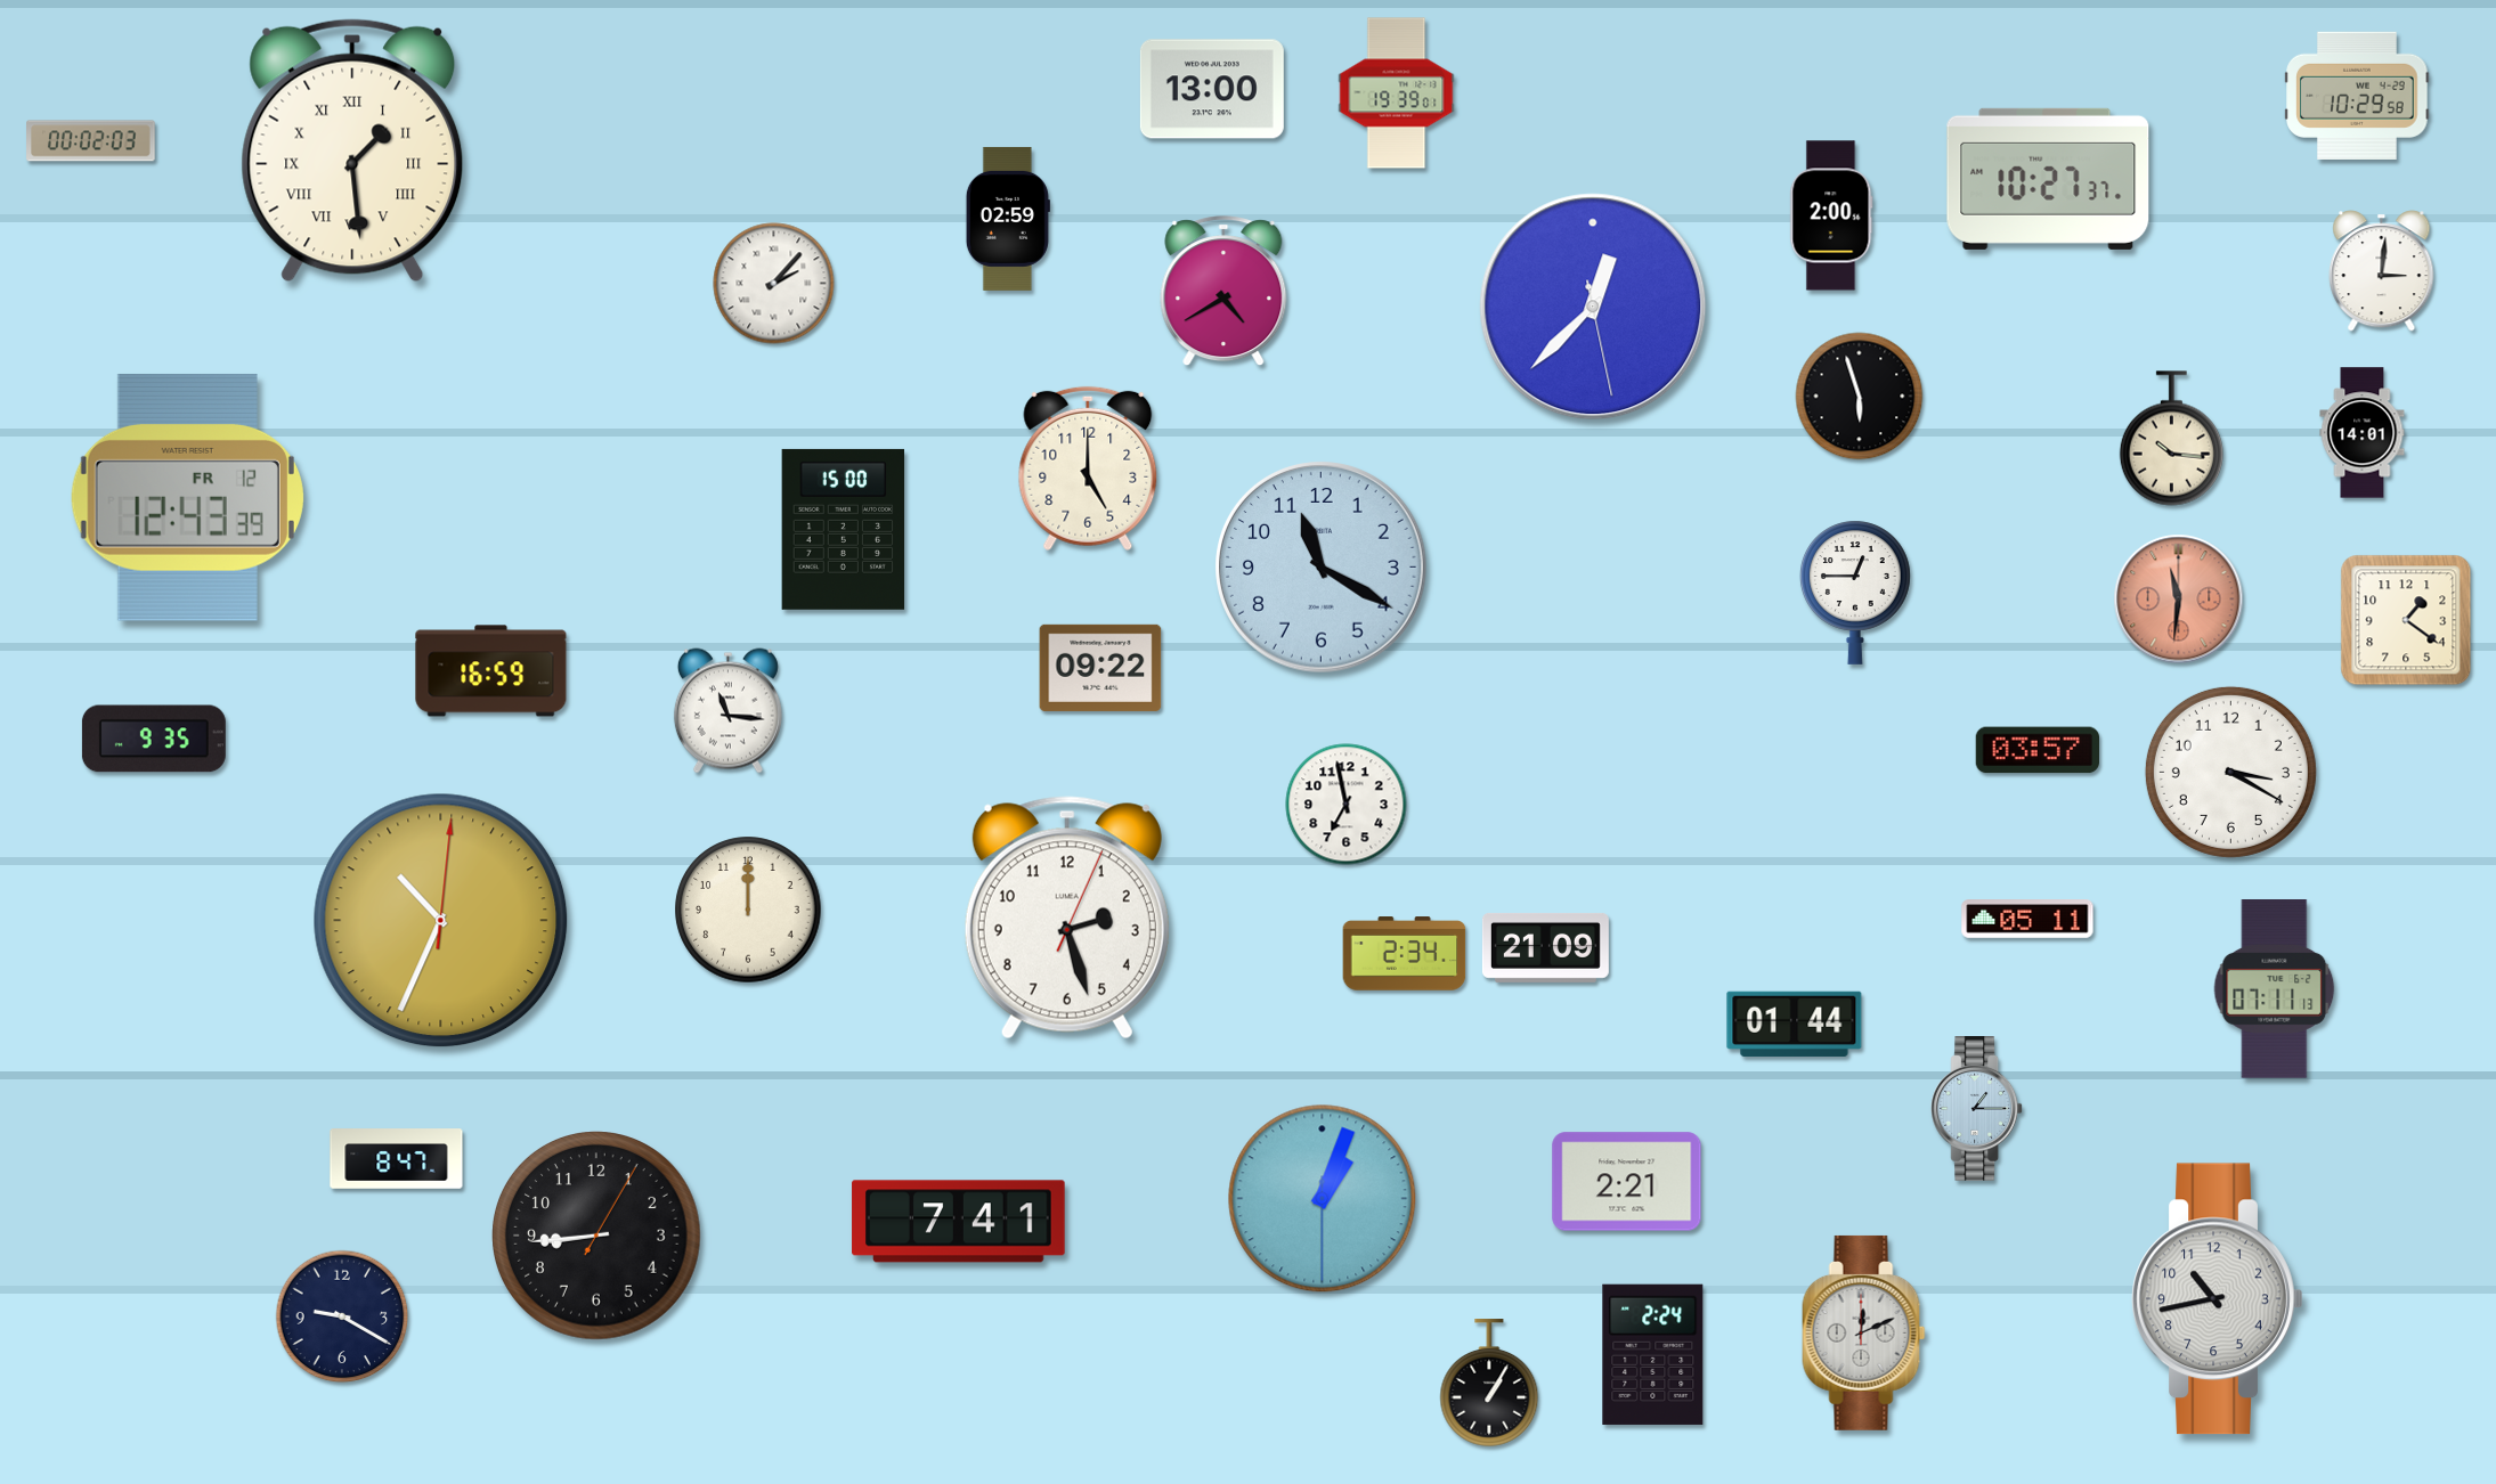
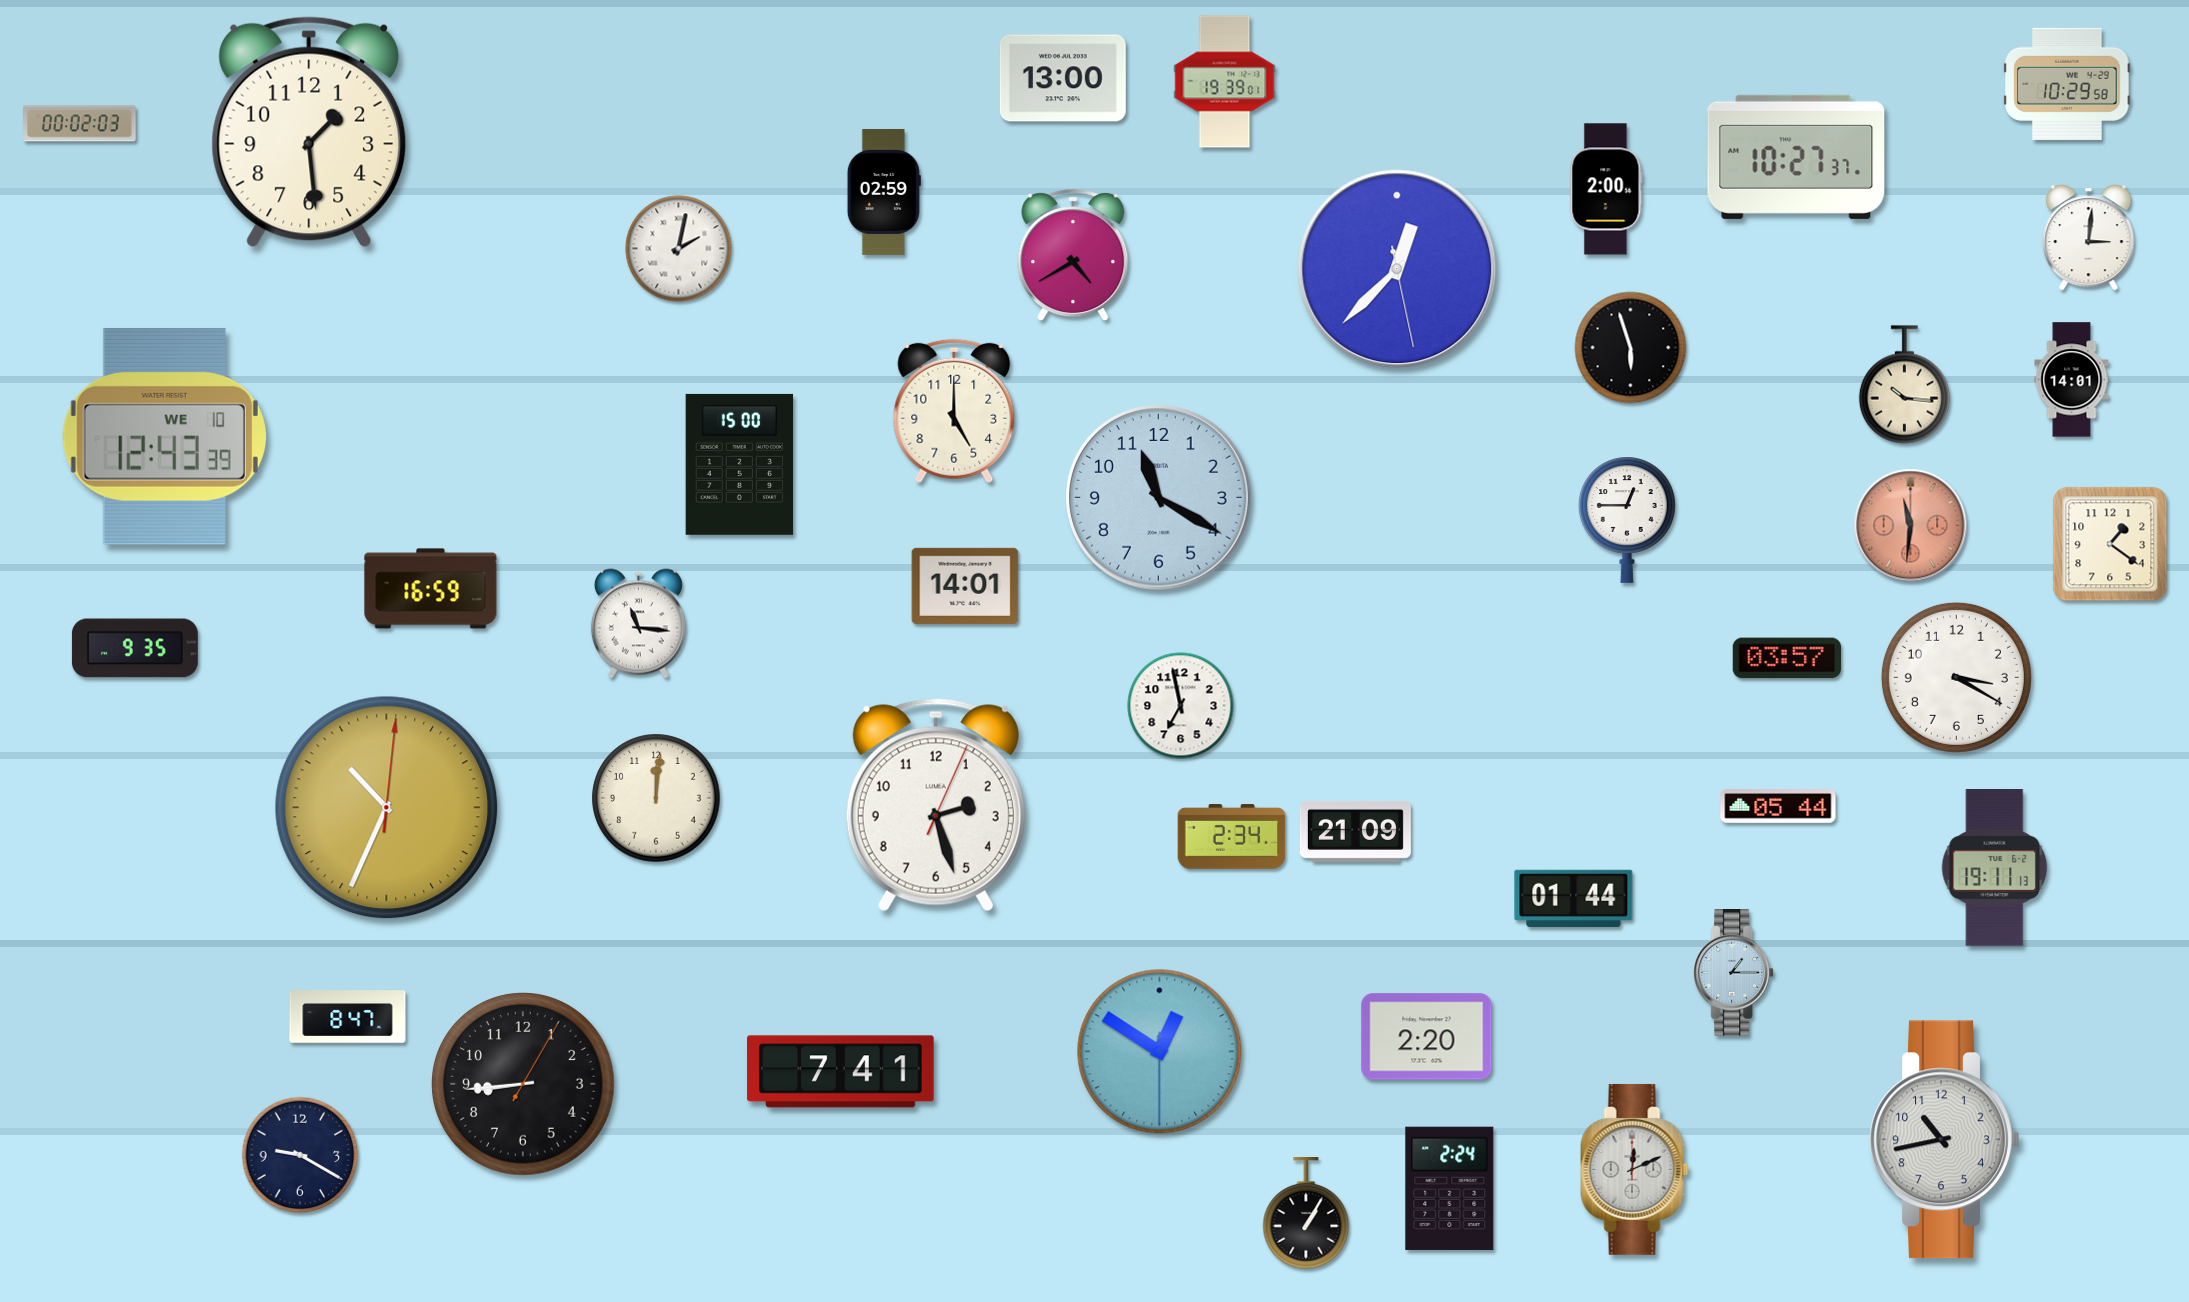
clock at (352, 150) numerals: Roman -> Arabic
clock at (774, 284): 2:07 -> 2:02
clock at (187, 497) date: FR 12 -> WE 10
clock at (1100, 668): 09:22 -> 14:01
clock at (748, 910): 12:00 -> 12:01
clock at (2027, 920): 05:11 -> 05:44
clock at (2275, 989): 07:11 -> 19:11
clock at (1627, 1182): 2:21 -> 2:20
clock at (1323, 1199): 1:03 -> 12:50
